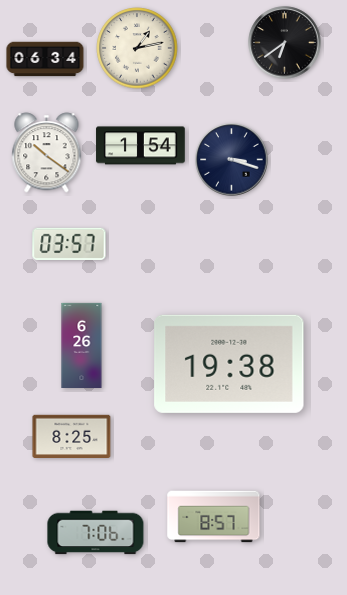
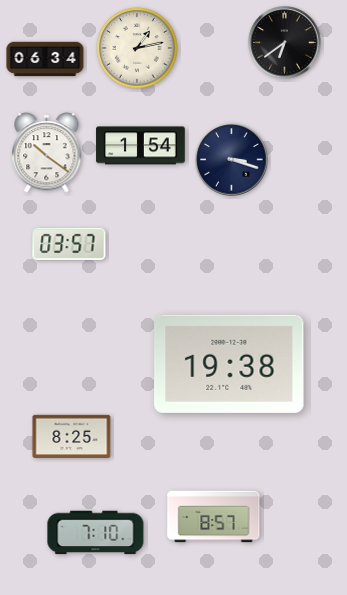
clock at (82, 345): 6:26 -> none
clock at (96, 533): 7:06 -> 7:10
